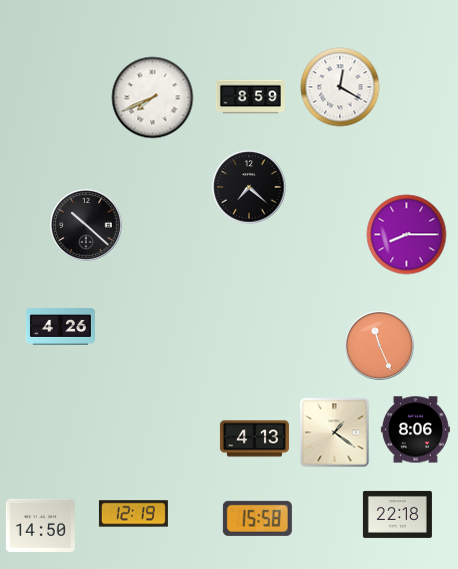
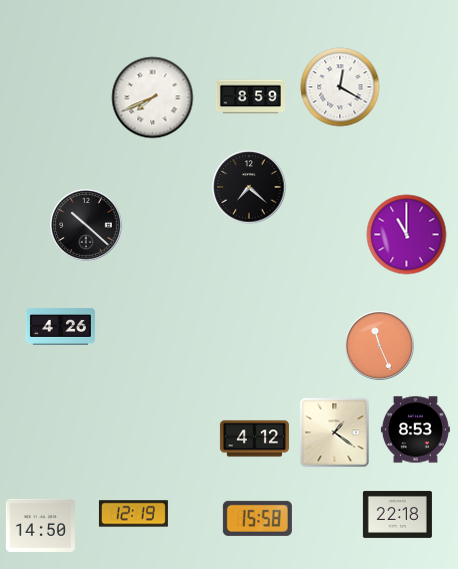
clock at (407, 235): 8:15 -> 11:00
clock at (415, 430): 8:06 -> 8:53
clock at (254, 439): 4:13 -> 4:12
